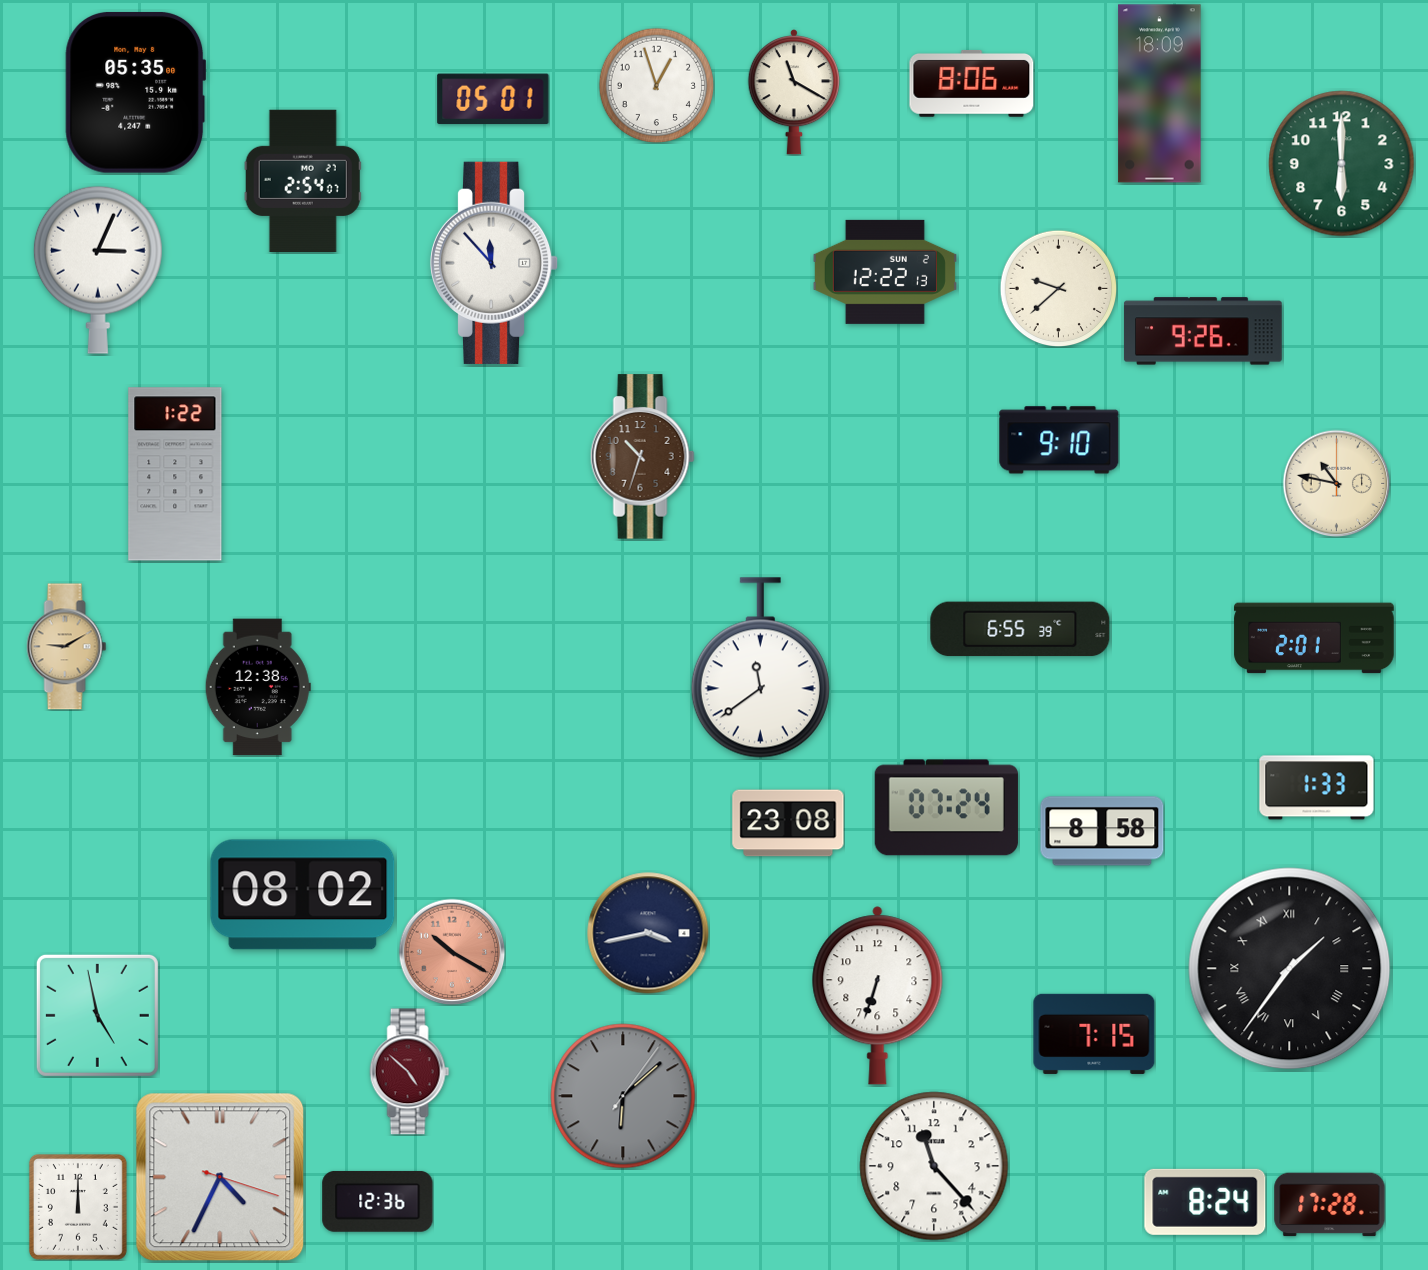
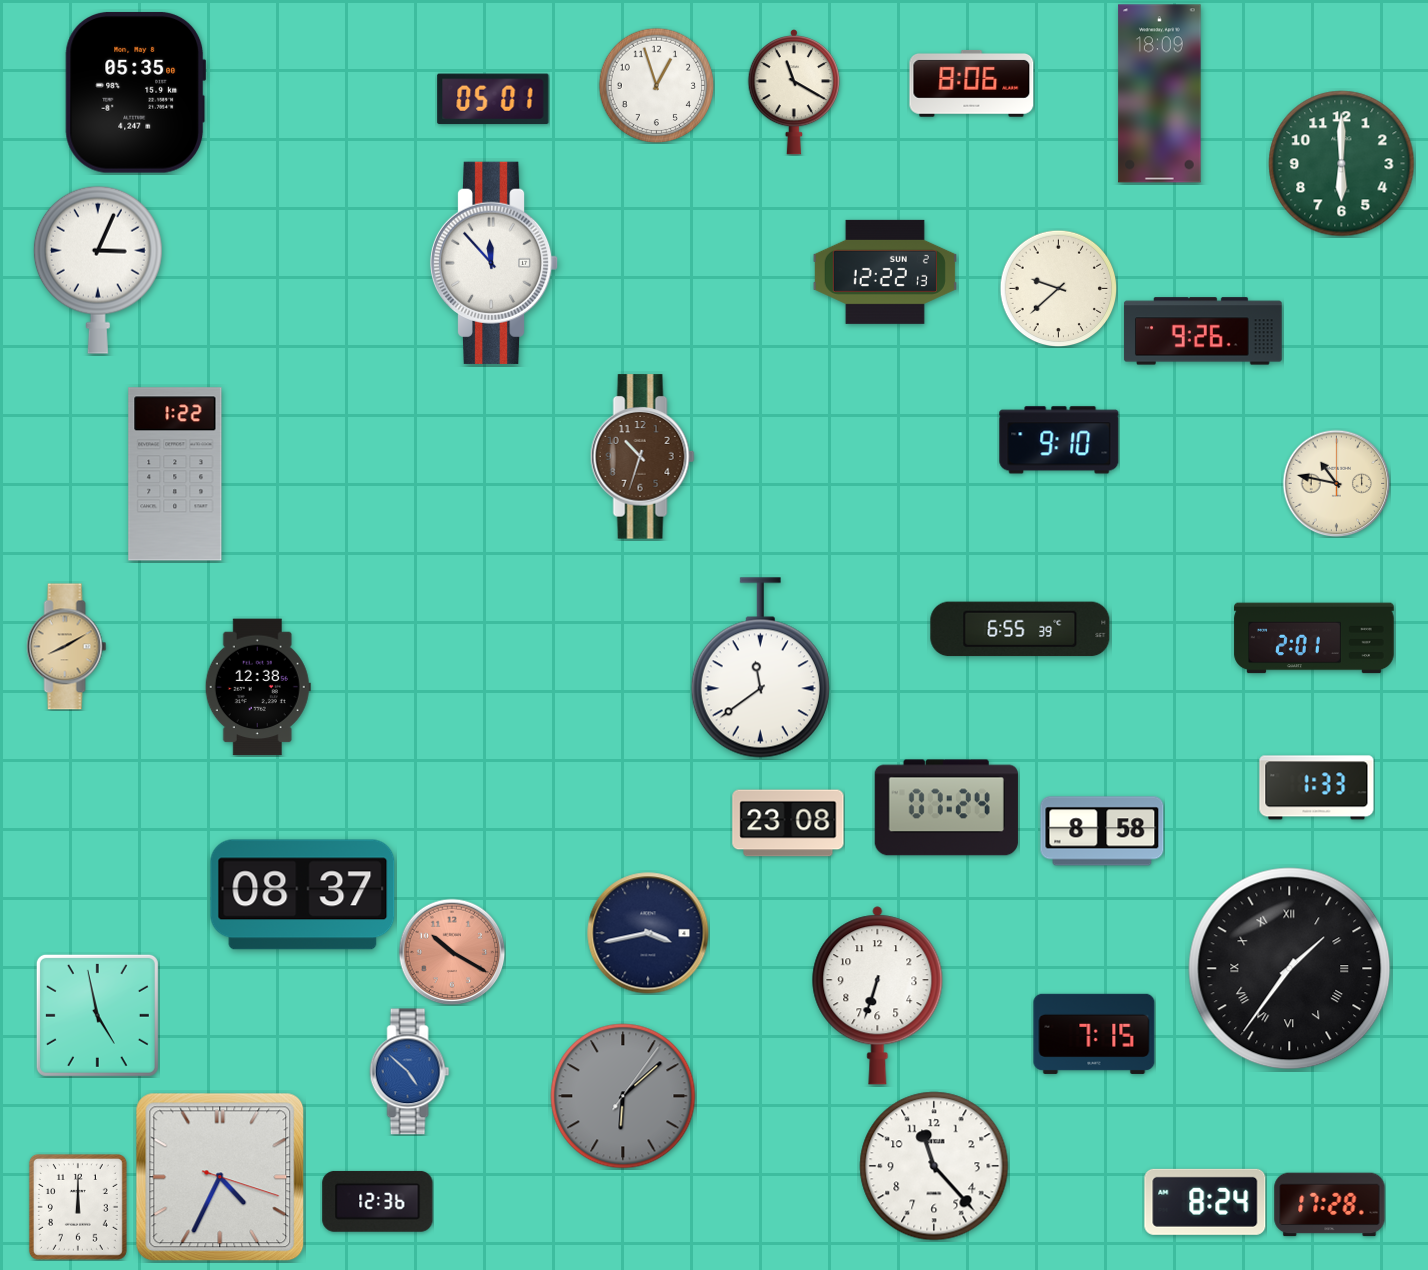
clock at (303, 180): 2:54 -> none
clock at (67, 647): 9:10 -> 8:10
clock at (303, 895): 08:02 -> 08:37
clock at (410, 1072) dial: burgundy -> blue
